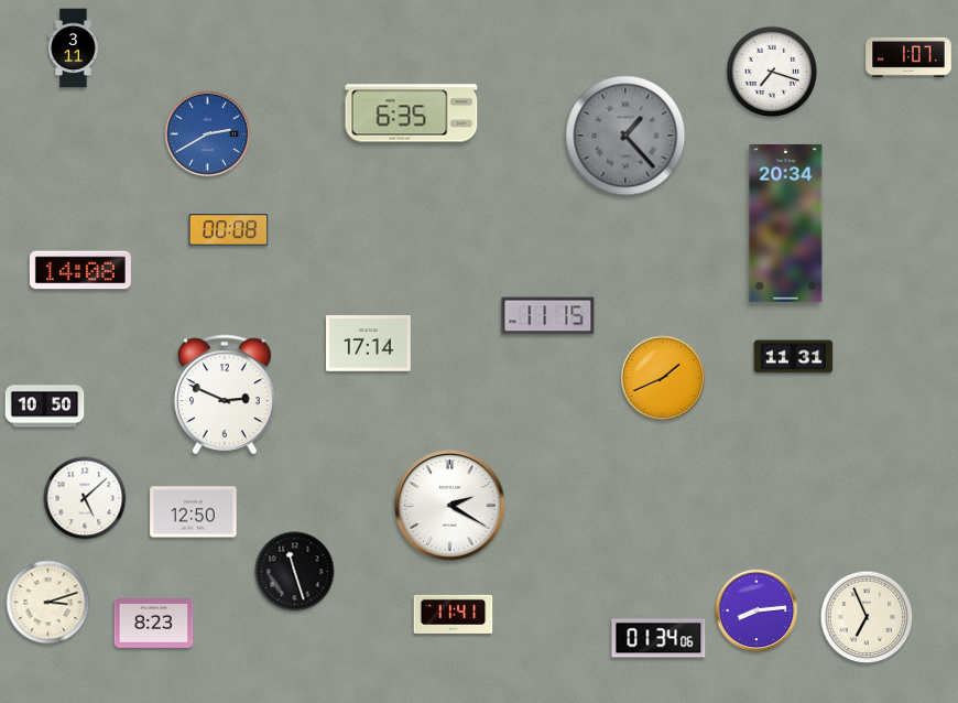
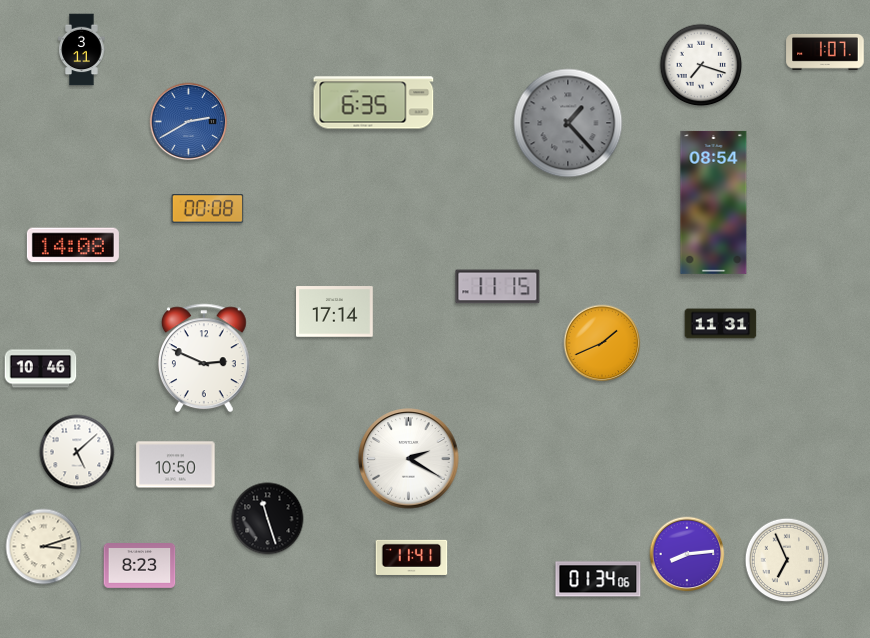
clock at (74, 48) position: (74, 48) -> (82, 50)
clock at (786, 223): 20:34 -> 08:54
clock at (45, 407): 10:50 -> 10:46
clock at (194, 512): 12:50 -> 10:50
